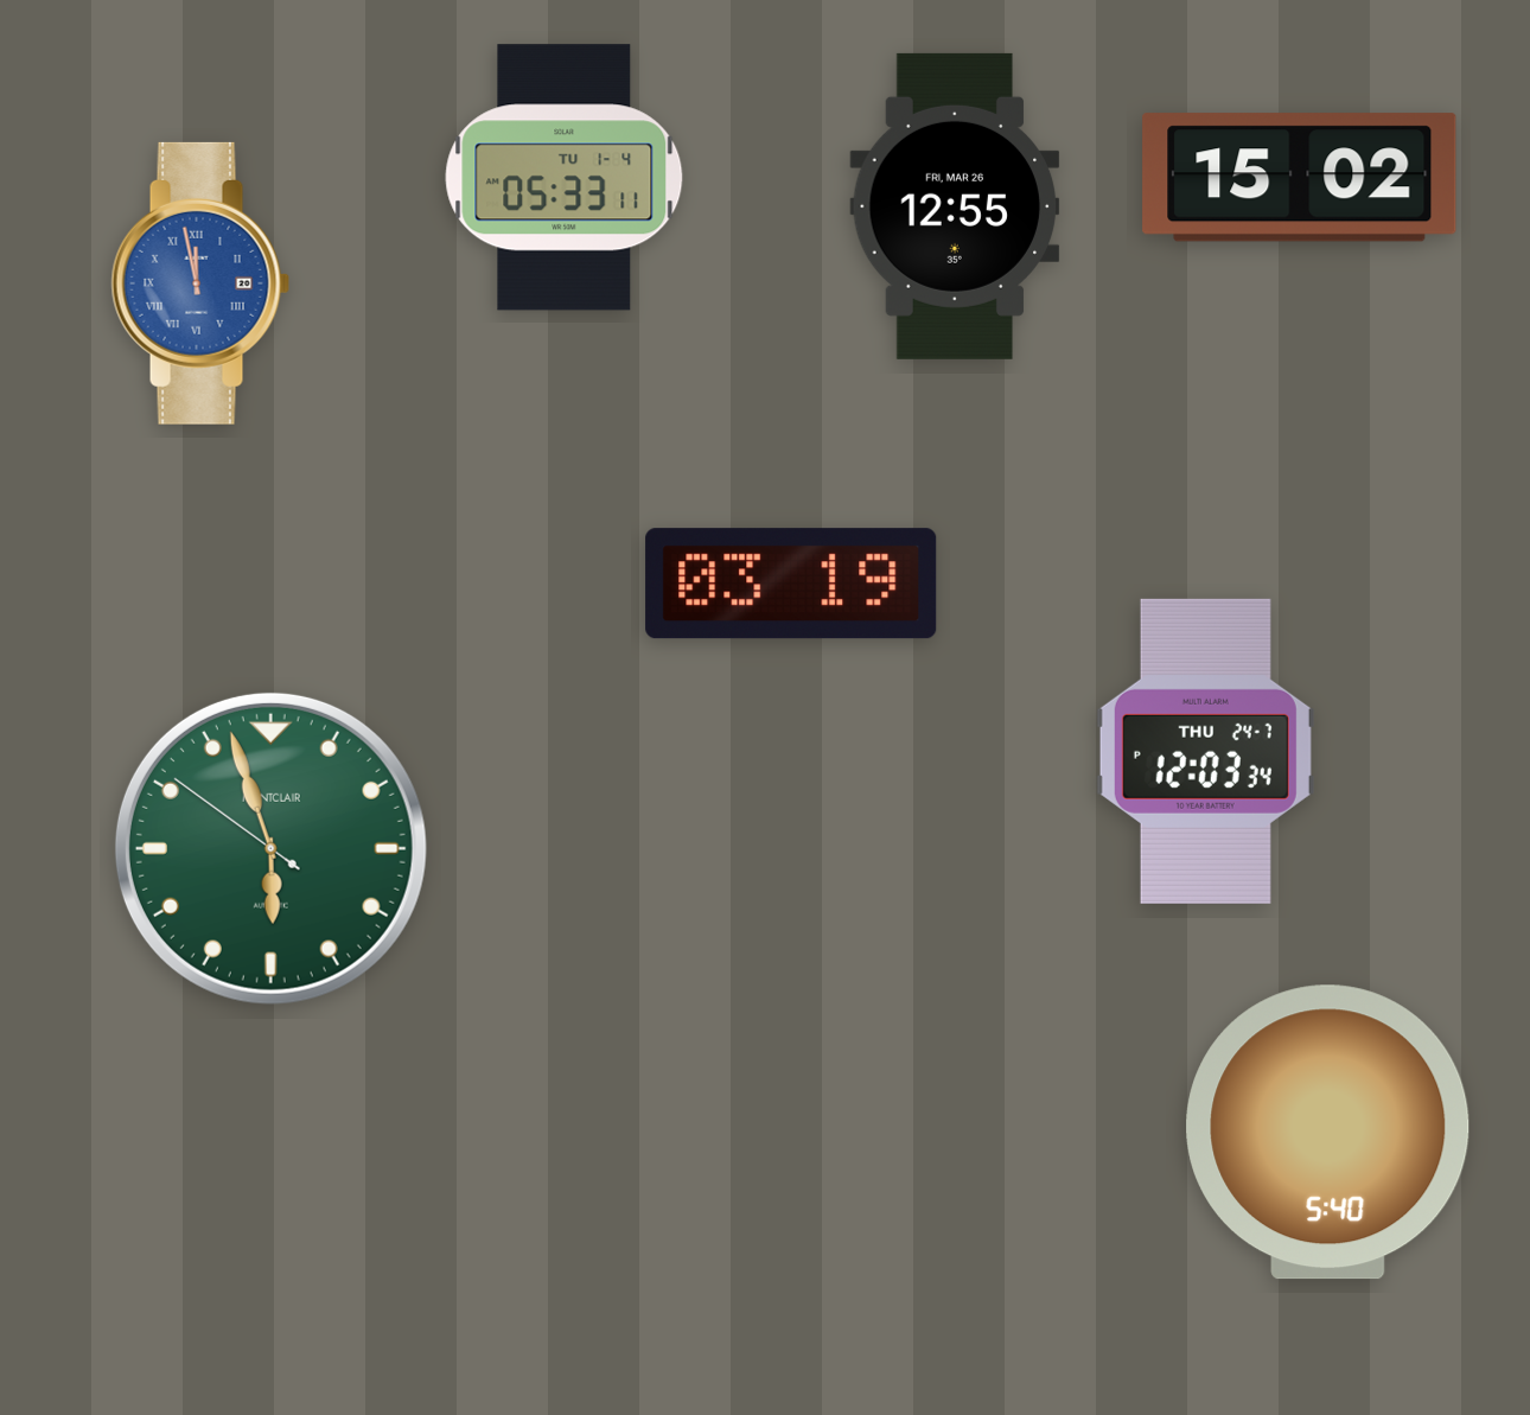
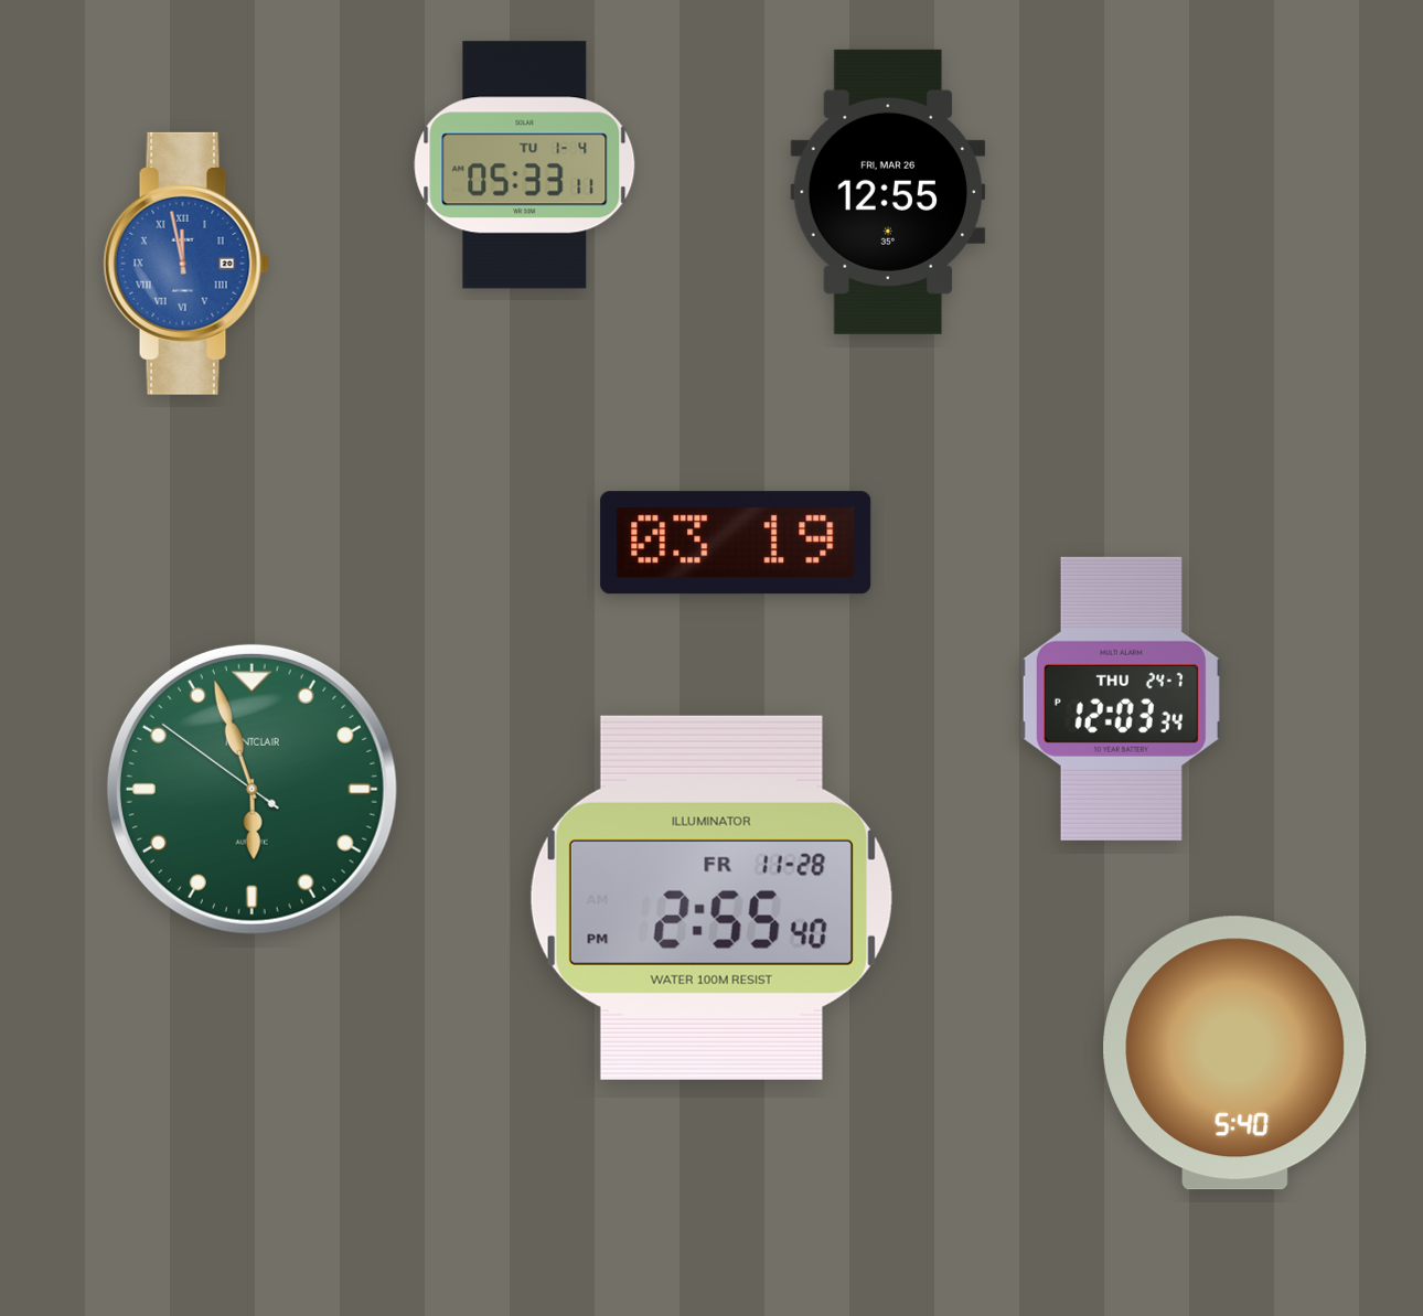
clock at (1300, 178): 15:02 -> none
clock at (711, 898): none -> 2:55
